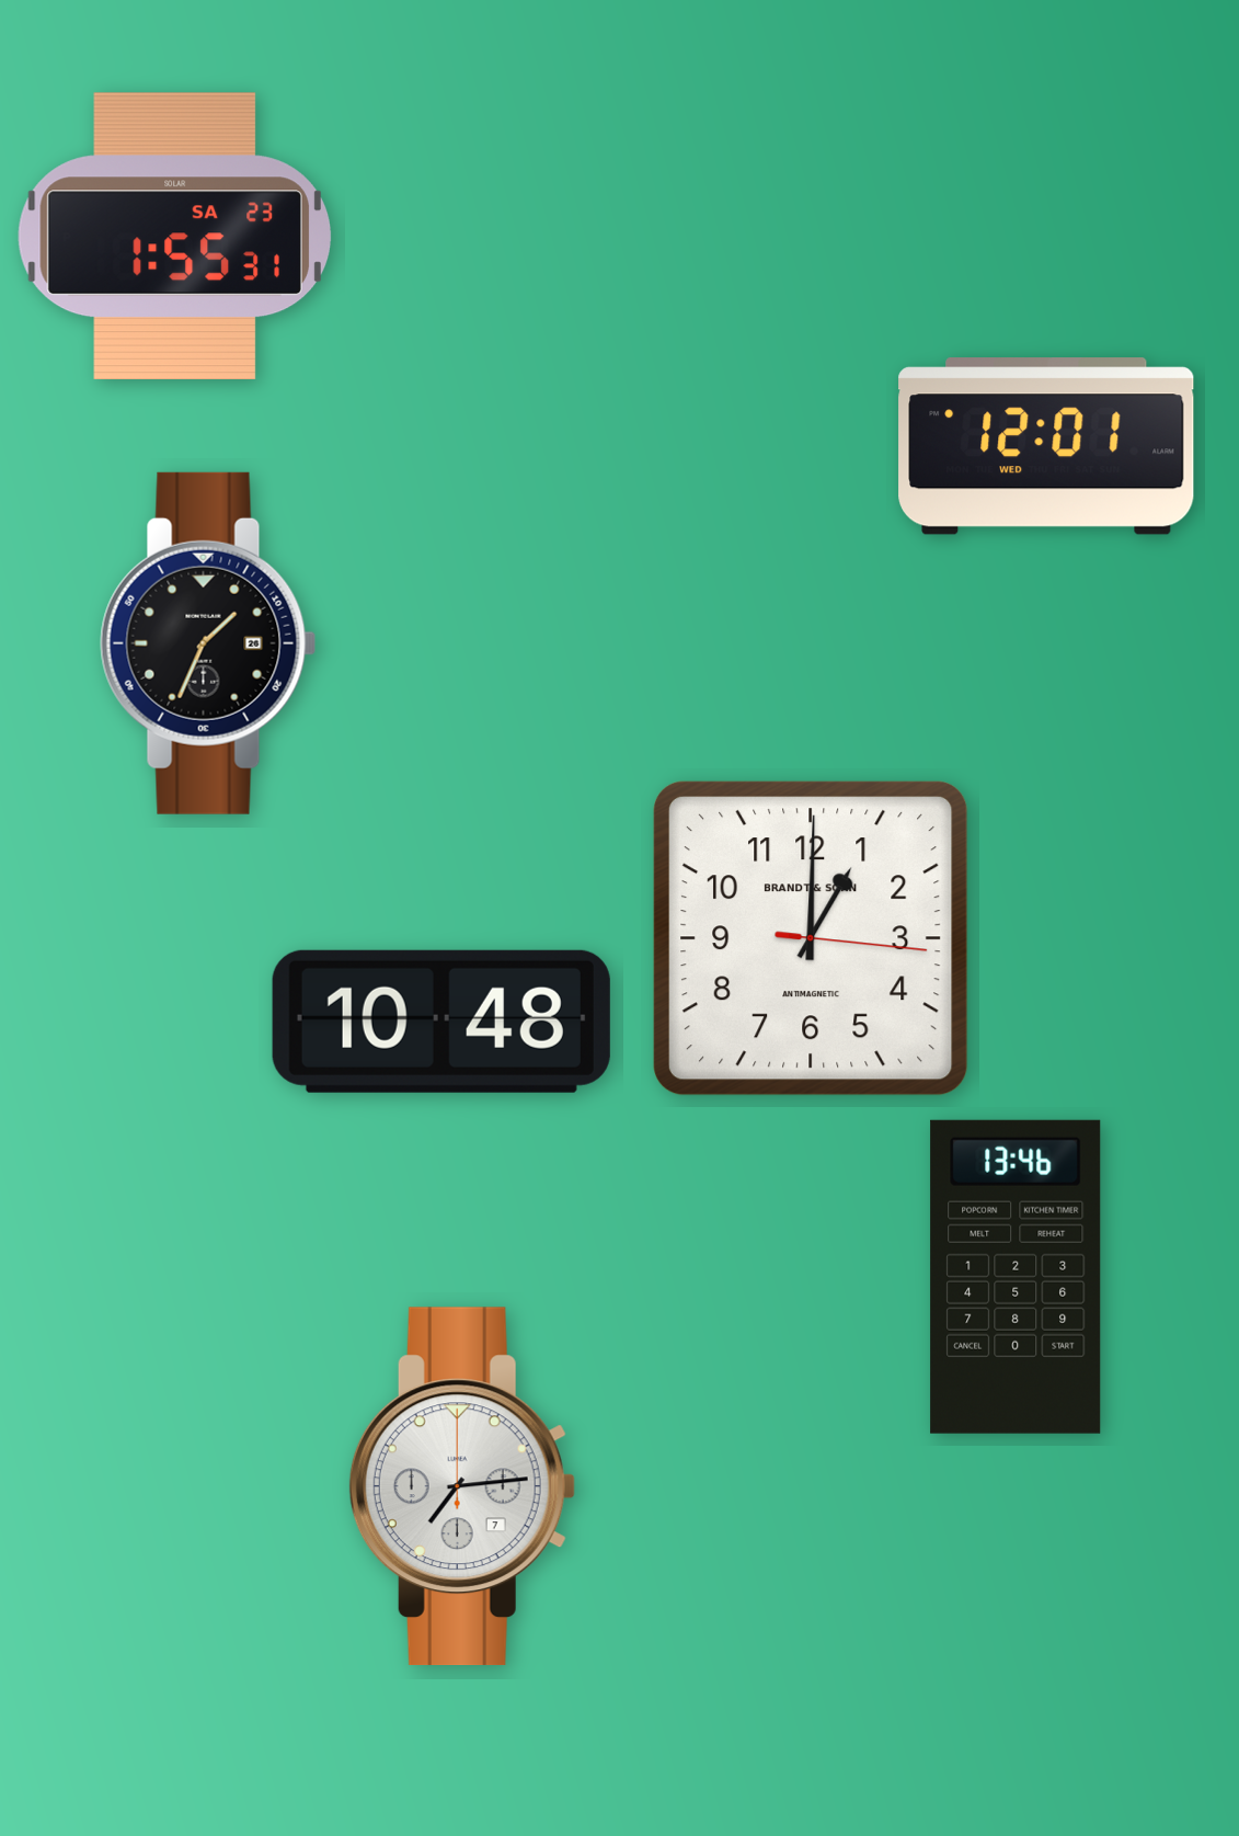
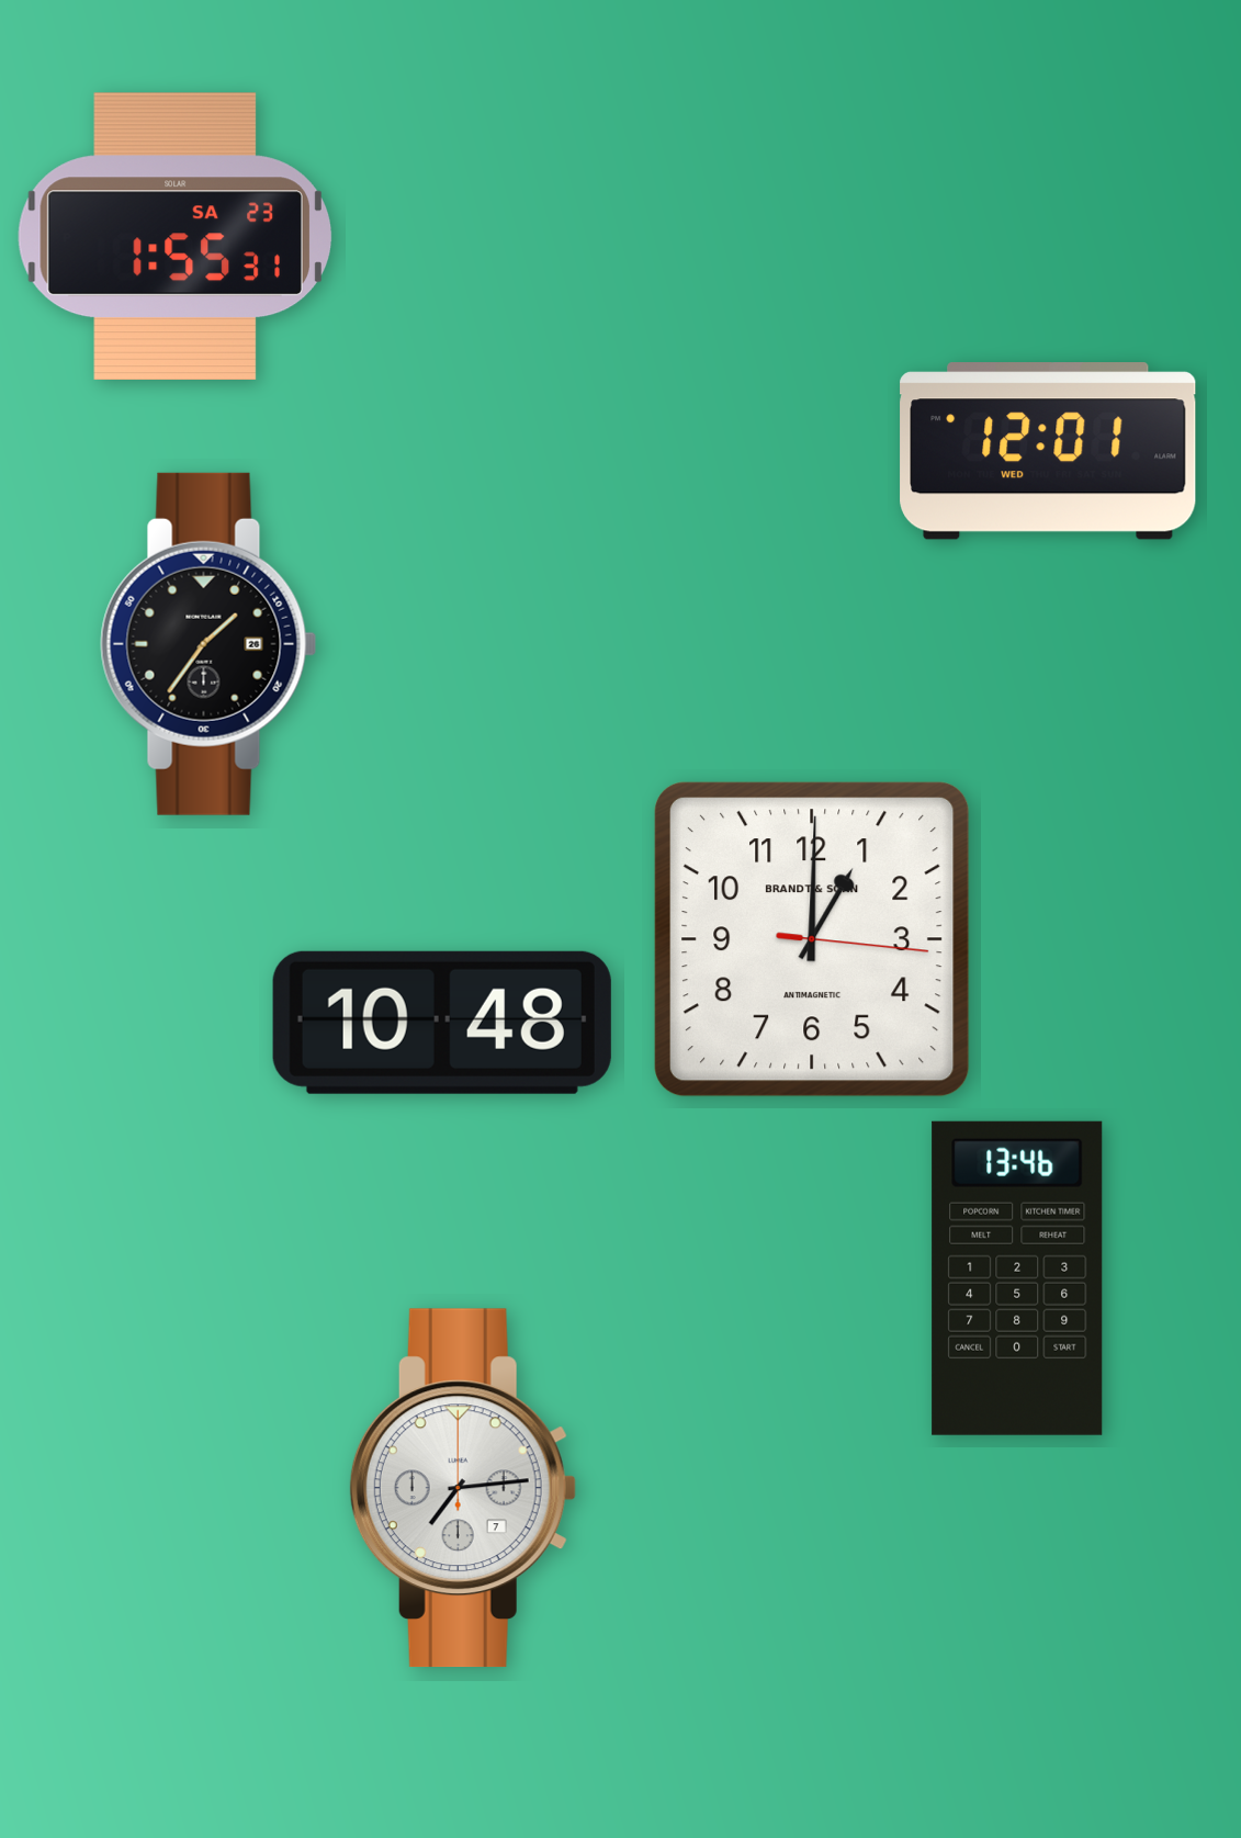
clock at (1046, 446) position: (1046, 446) -> (1048, 451)
clock at (208, 643): 1:34 -> 1:36
